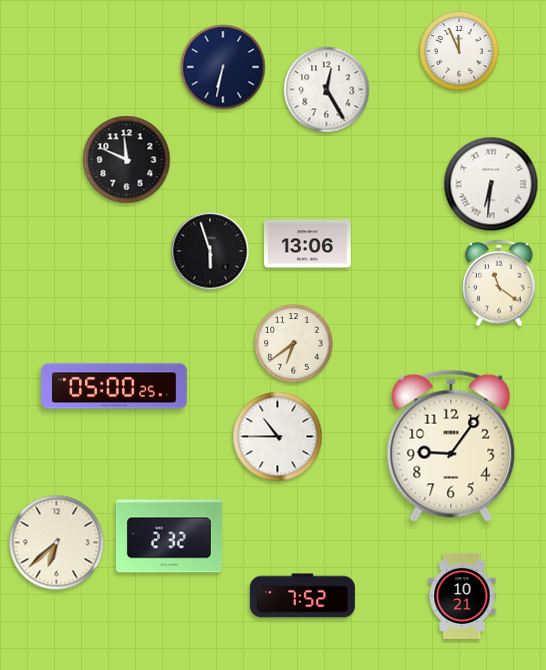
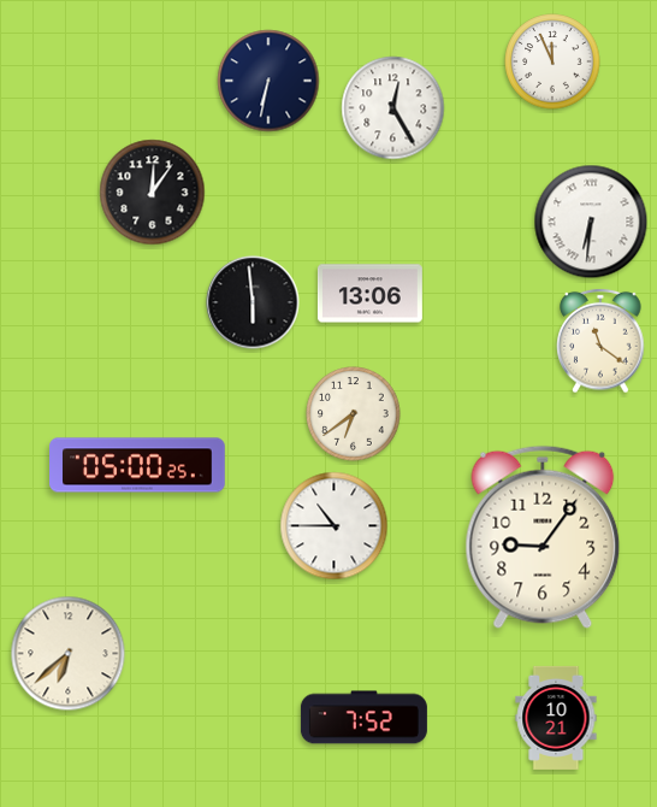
clock at (127, 160): 11:49 -> 12:06
clock at (210, 251): 5:57 -> 5:59
clock at (169, 536): 2:32 -> none
